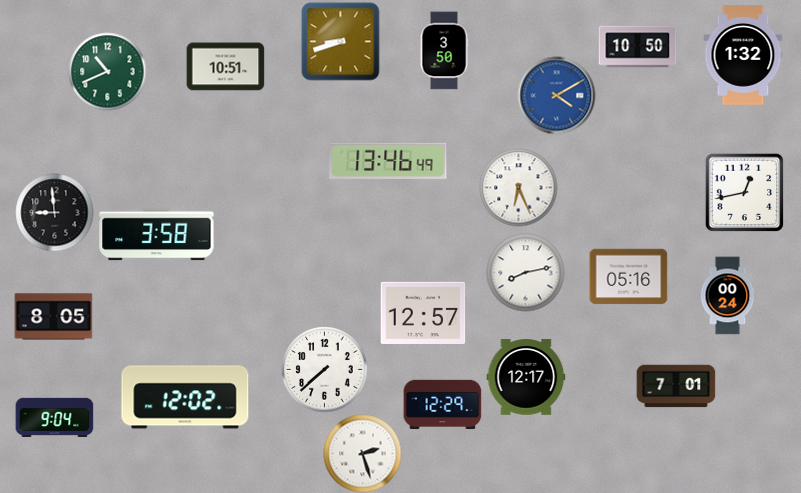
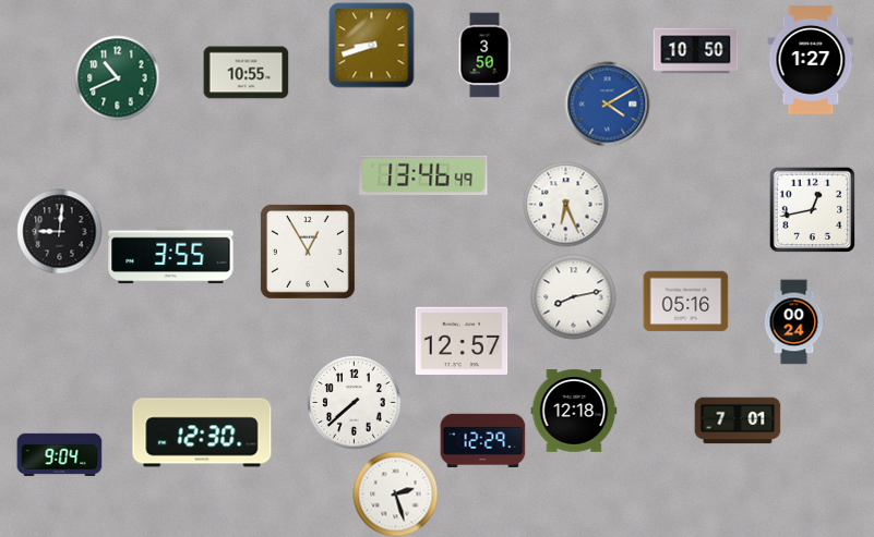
clock at (743, 55): 1:32 -> 1:27
clock at (225, 67): 10:51 -> 10:55
clock at (54, 212): 8:59 -> 9:01
clock at (308, 252): none -> 12:55
clock at (157, 235): 3:58 -> 3:55
clock at (53, 317): 8:05 -> none
clock at (526, 377): 12:17 -> 12:18
clock at (185, 397): 12:02 -> 12:30
